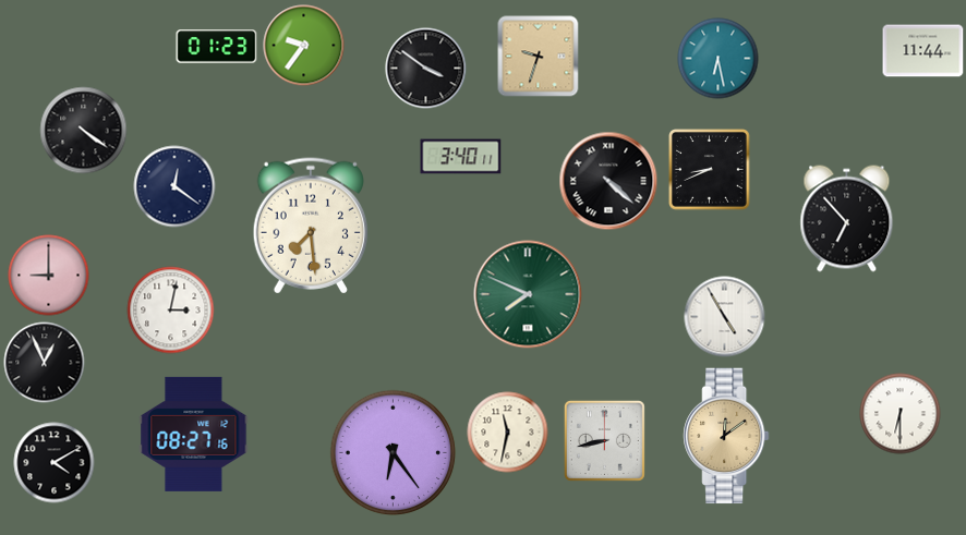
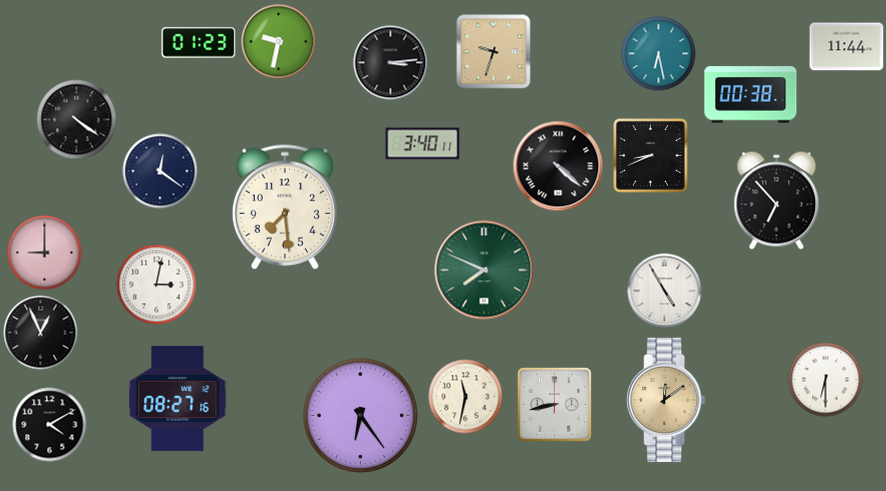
clock at (304, 46): 9:36 -> 9:32
clock at (426, 69): 3:51 -> 3:14
clock at (751, 95): none -> 00:38
